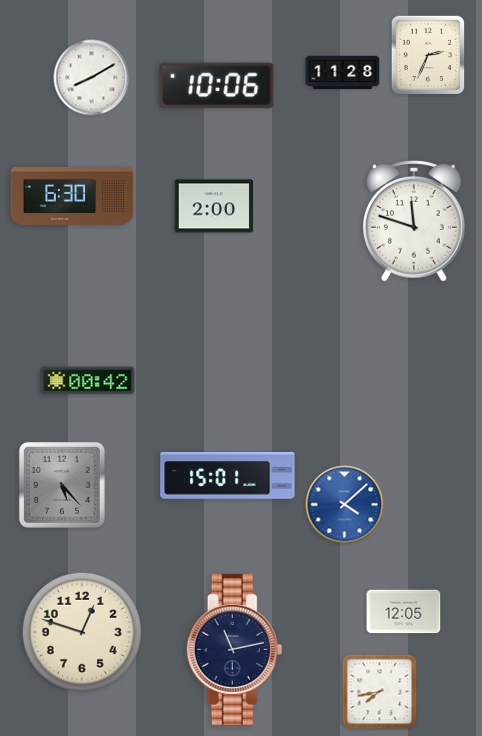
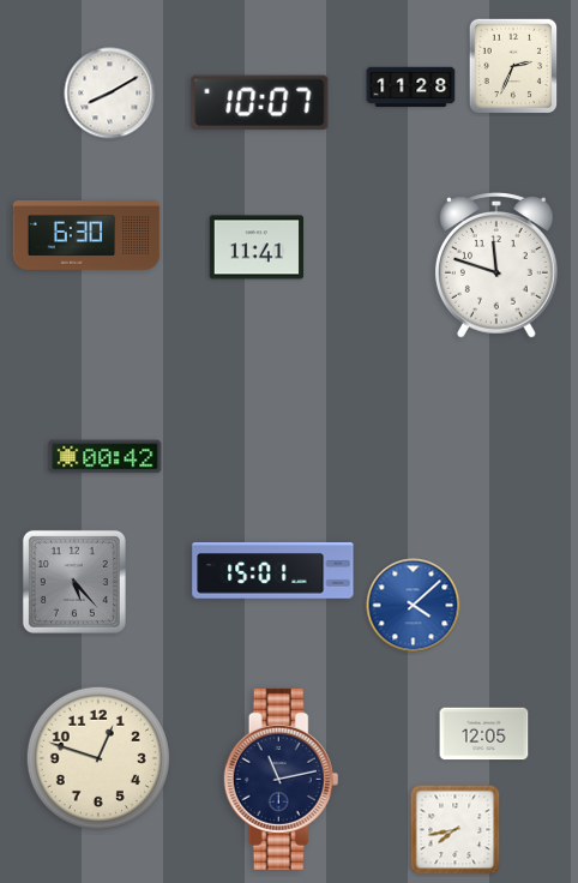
clock at (217, 86): 10:06 -> 10:07
clock at (214, 206): 2:00 -> 11:41
